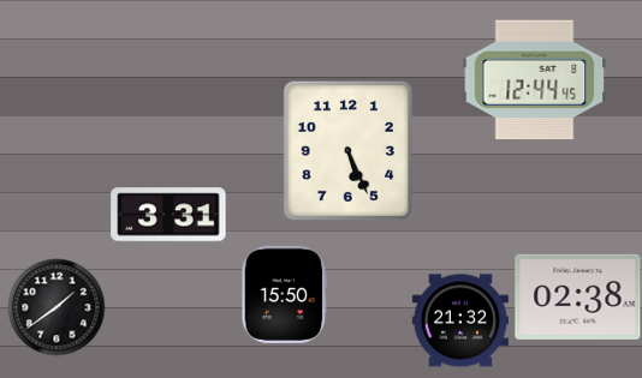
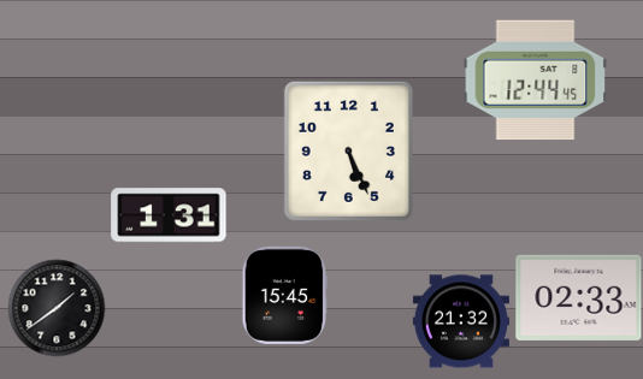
clock at (168, 215): 3:31 -> 1:31
clock at (284, 294): 15:50 -> 15:45
clock at (578, 296): 02:38 -> 02:33
